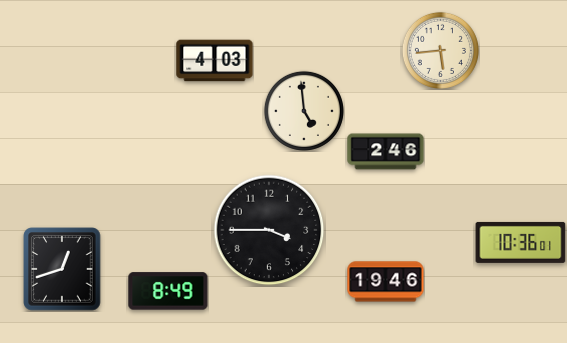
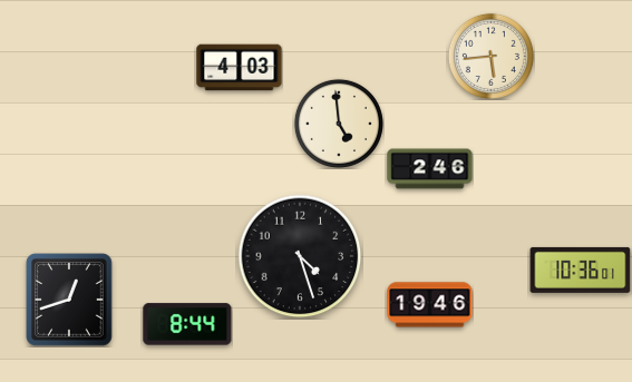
clock at (269, 230): 3:45 -> 4:27
clock at (386, 282) position: (386, 282) -> (430, 305)
clock at (168, 291): 8:49 -> 8:44
